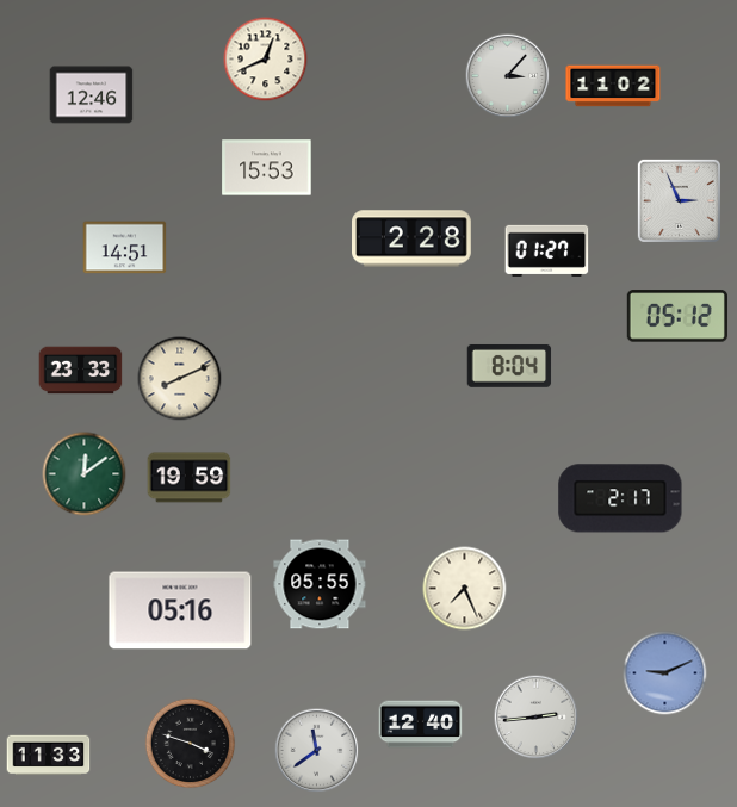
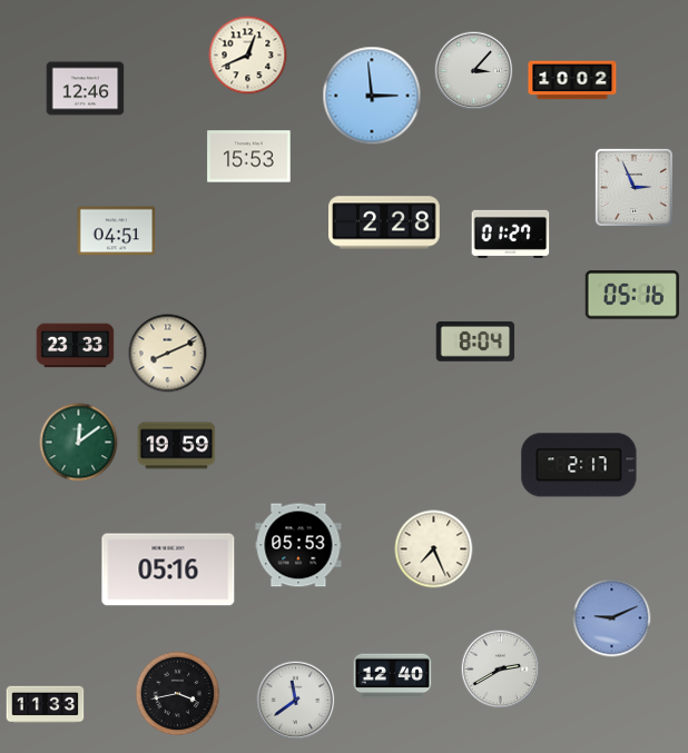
clock at (613, 86): 11:02 -> 10:02
clock at (372, 96): none -> 2:59
clock at (125, 248): 14:51 -> 04:51
clock at (677, 316): 05:12 -> 05:16
clock at (320, 584): 05:55 -> 05:53
clock at (665, 673) position: (665, 673) -> (612, 618)
clock at (537, 718): 2:44 -> 2:40
clock at (191, 744): 3:48 -> 3:43
